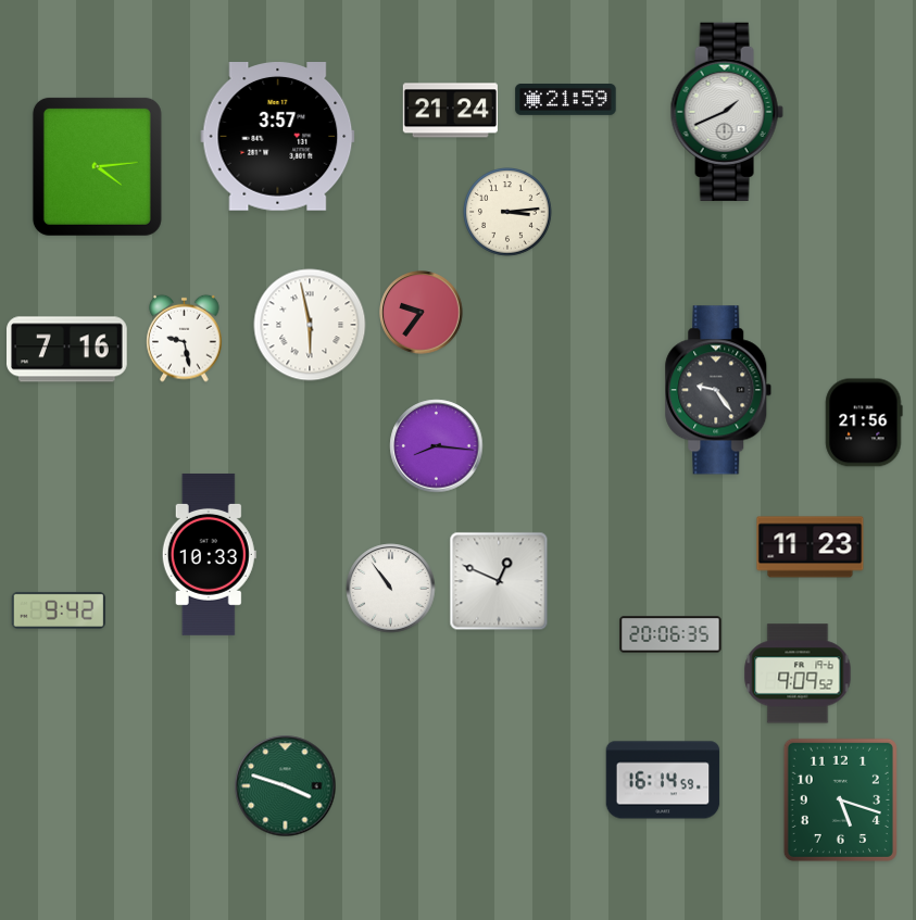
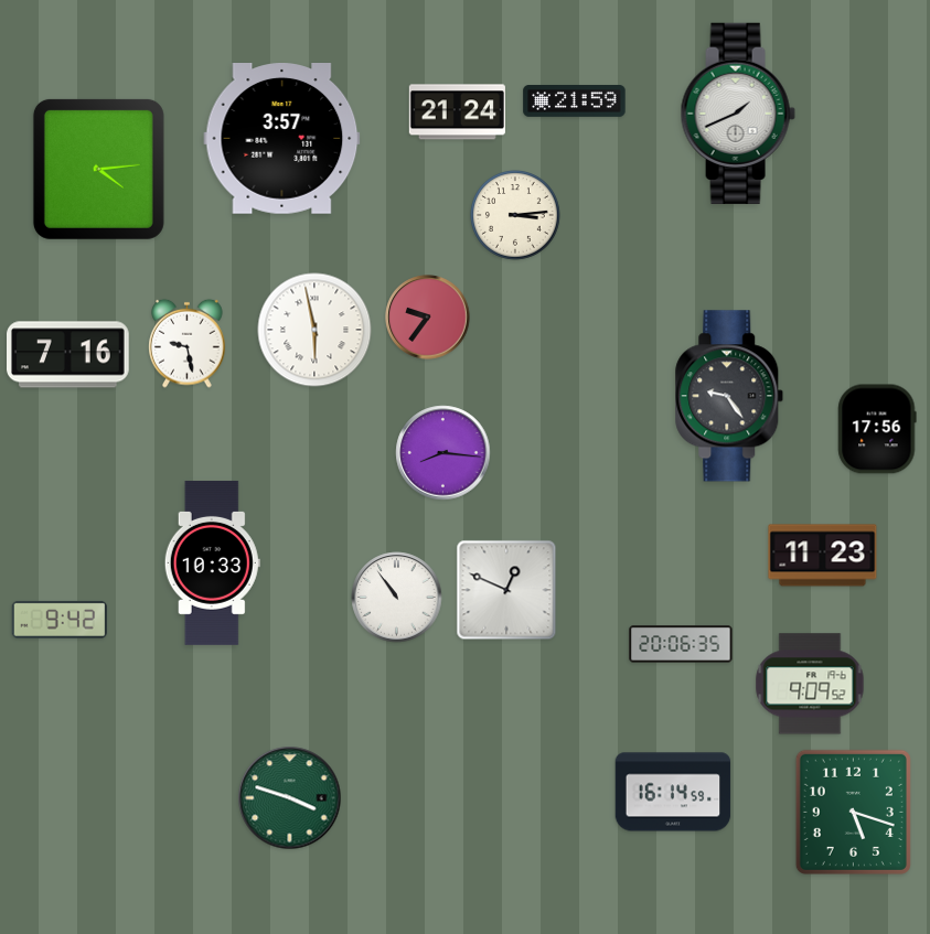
clock at (864, 423): 21:56 -> 17:56
